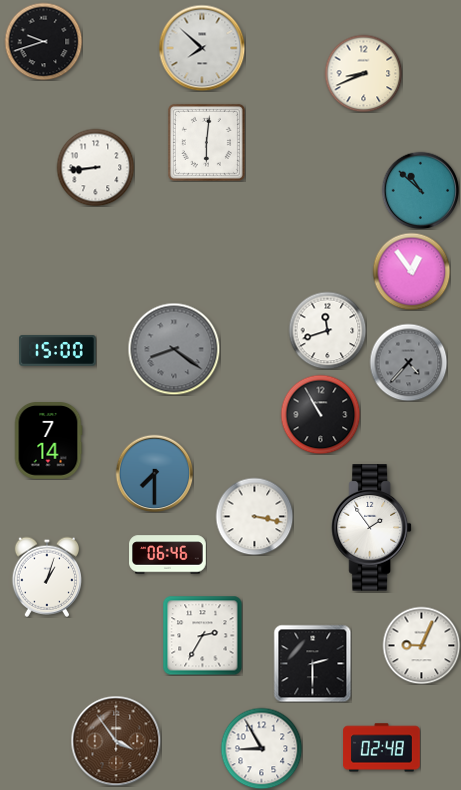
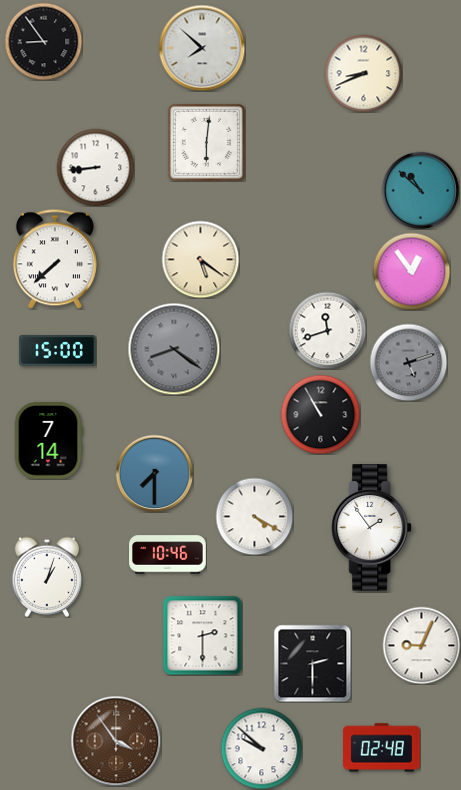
clock at (43, 41): 9:42 -> 8:54
clock at (55, 259): none -> 7:38
clock at (200, 259): none -> 5:21
clock at (408, 362): 4:37 -> 5:12
clock at (254, 516): 3:17 -> 4:20
clock at (168, 555): 06:46 -> 10:46
clock at (202, 635): 2:35 -> 2:30
clock at (261, 748): 8:55 -> 9:52
